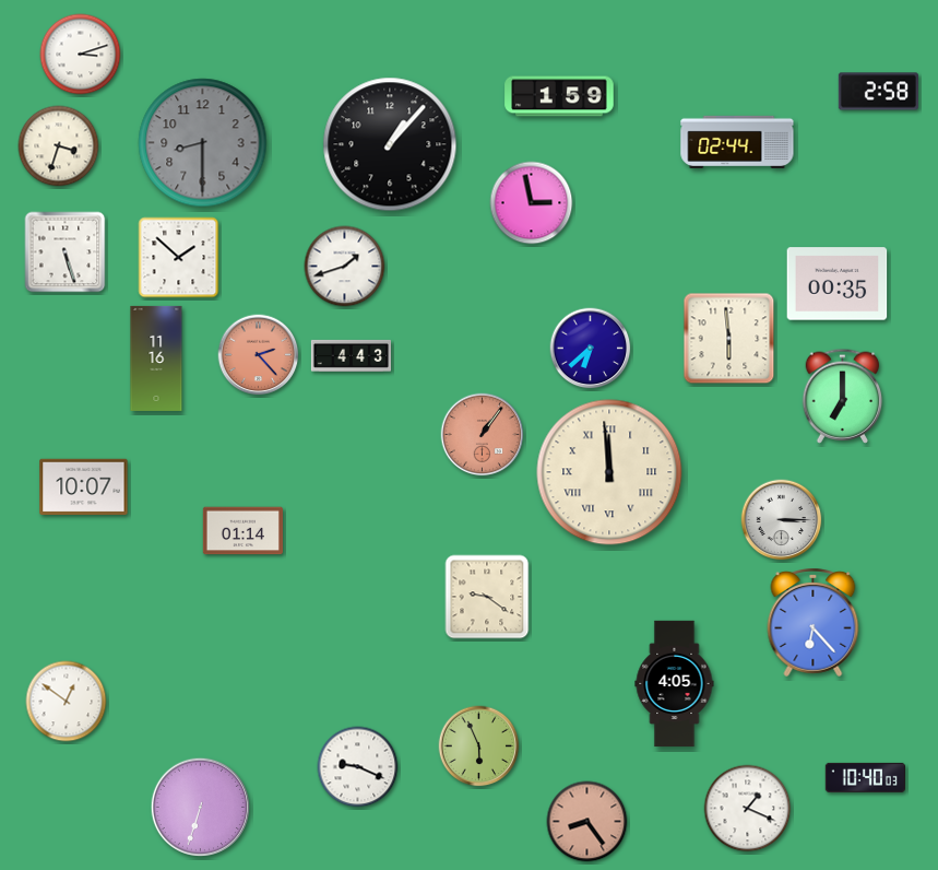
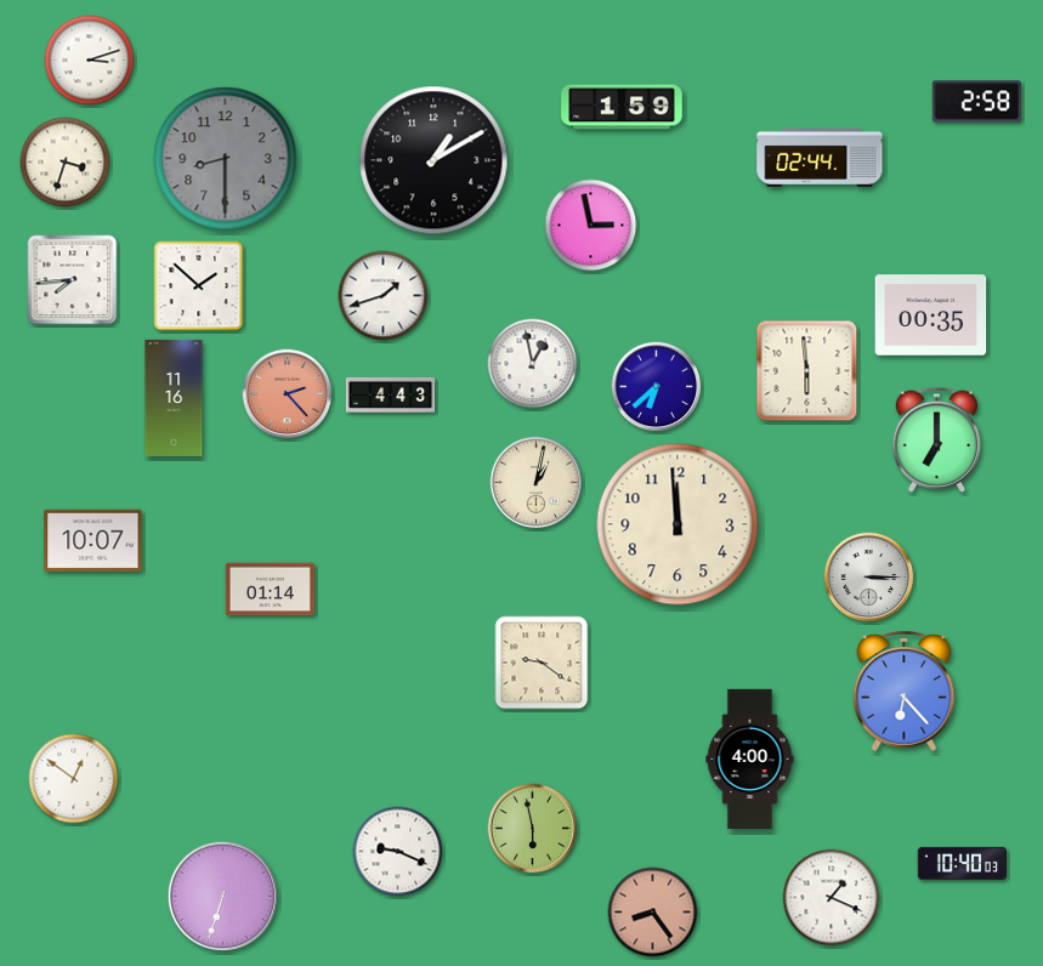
clock at (390, 144): 1:07 -> 1:10
clock at (66, 252): 5:27 -> 7:44
clock at (533, 364): none -> 12:58
clock at (729, 339) position: (729, 339) -> (807, 371)
clock at (483, 435): 1:06 -> 1:02
clock at (483, 435) dial: salmon -> cream
clock at (609, 472) numerals: Roman -> Arabic
clock at (675, 684): 4:05 -> 4:00
clock at (479, 746): 5:56 -> 5:58
